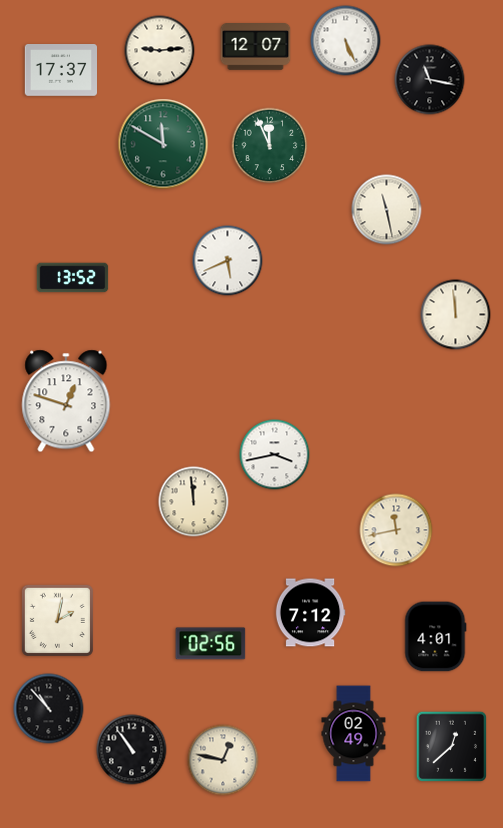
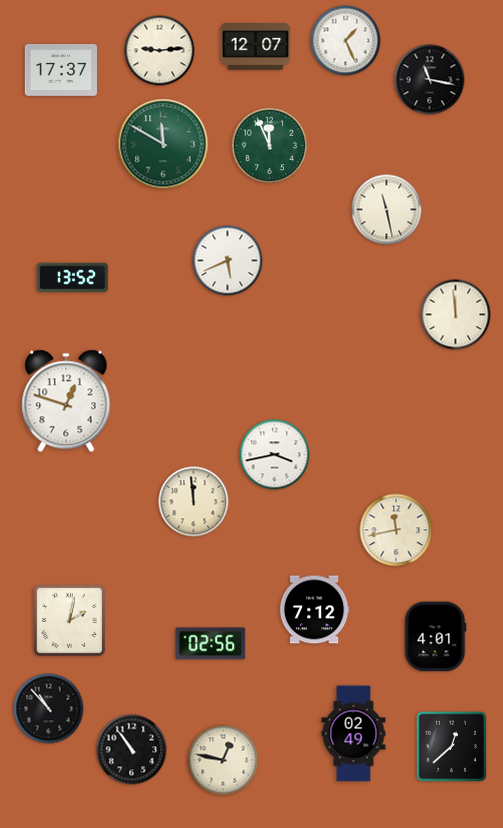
clock at (346, 41): 5:26 -> 1:26
clock at (310, 613) position: (310, 613) -> (314, 610)
clock at (57, 620) position: (57, 620) -> (69, 620)
